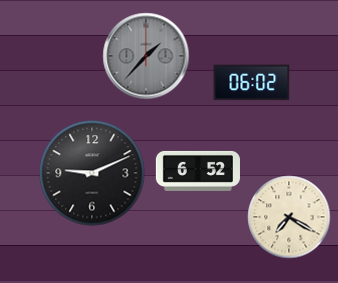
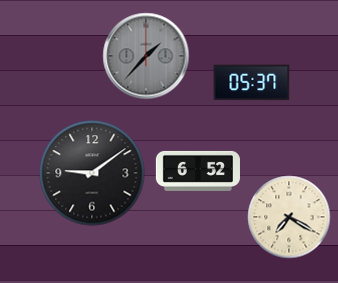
clock at (252, 83): 06:02 -> 05:37
clock at (92, 173): 9:11 -> 9:09
